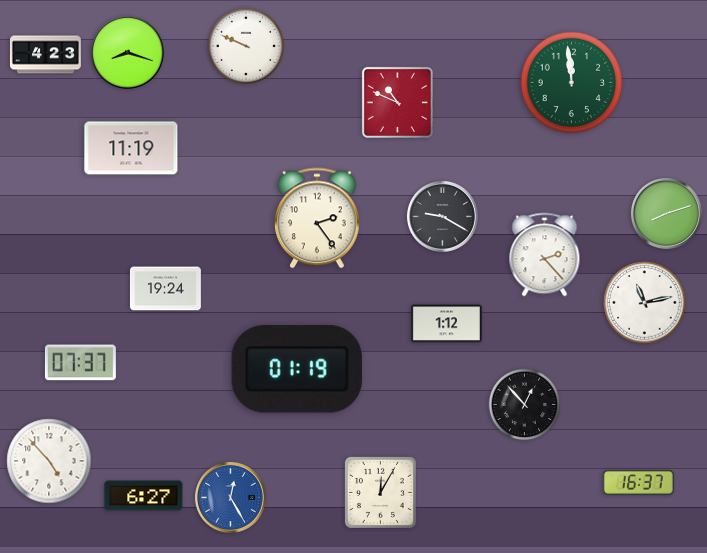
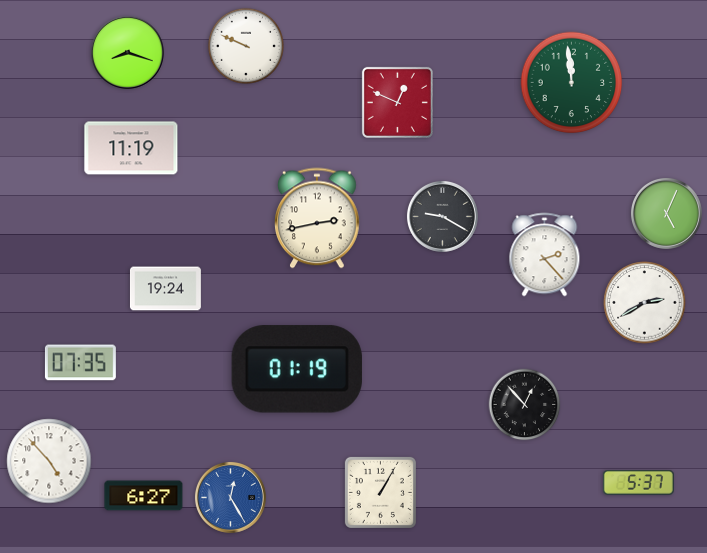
clock at (45, 55): 4:23 -> none
clock at (397, 102): 10:49 -> 12:49
clock at (666, 213): 8:12 -> 5:04
clock at (317, 218): 2:24 -> 2:43
clock at (645, 303): 11:13 -> 2:40
clock at (446, 324): 1:12 -> none
clock at (80, 363): 07:37 -> 07:35
clock at (638, 483): 16:37 -> 5:37
clock at (380, 492): 12:05 -> 1:05
